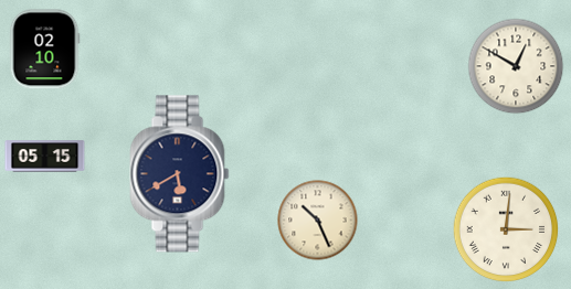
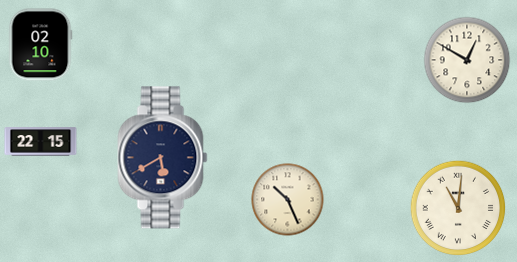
clock at (45, 157): 05:15 -> 22:15
clock at (506, 229): 3:01 -> 11:01
